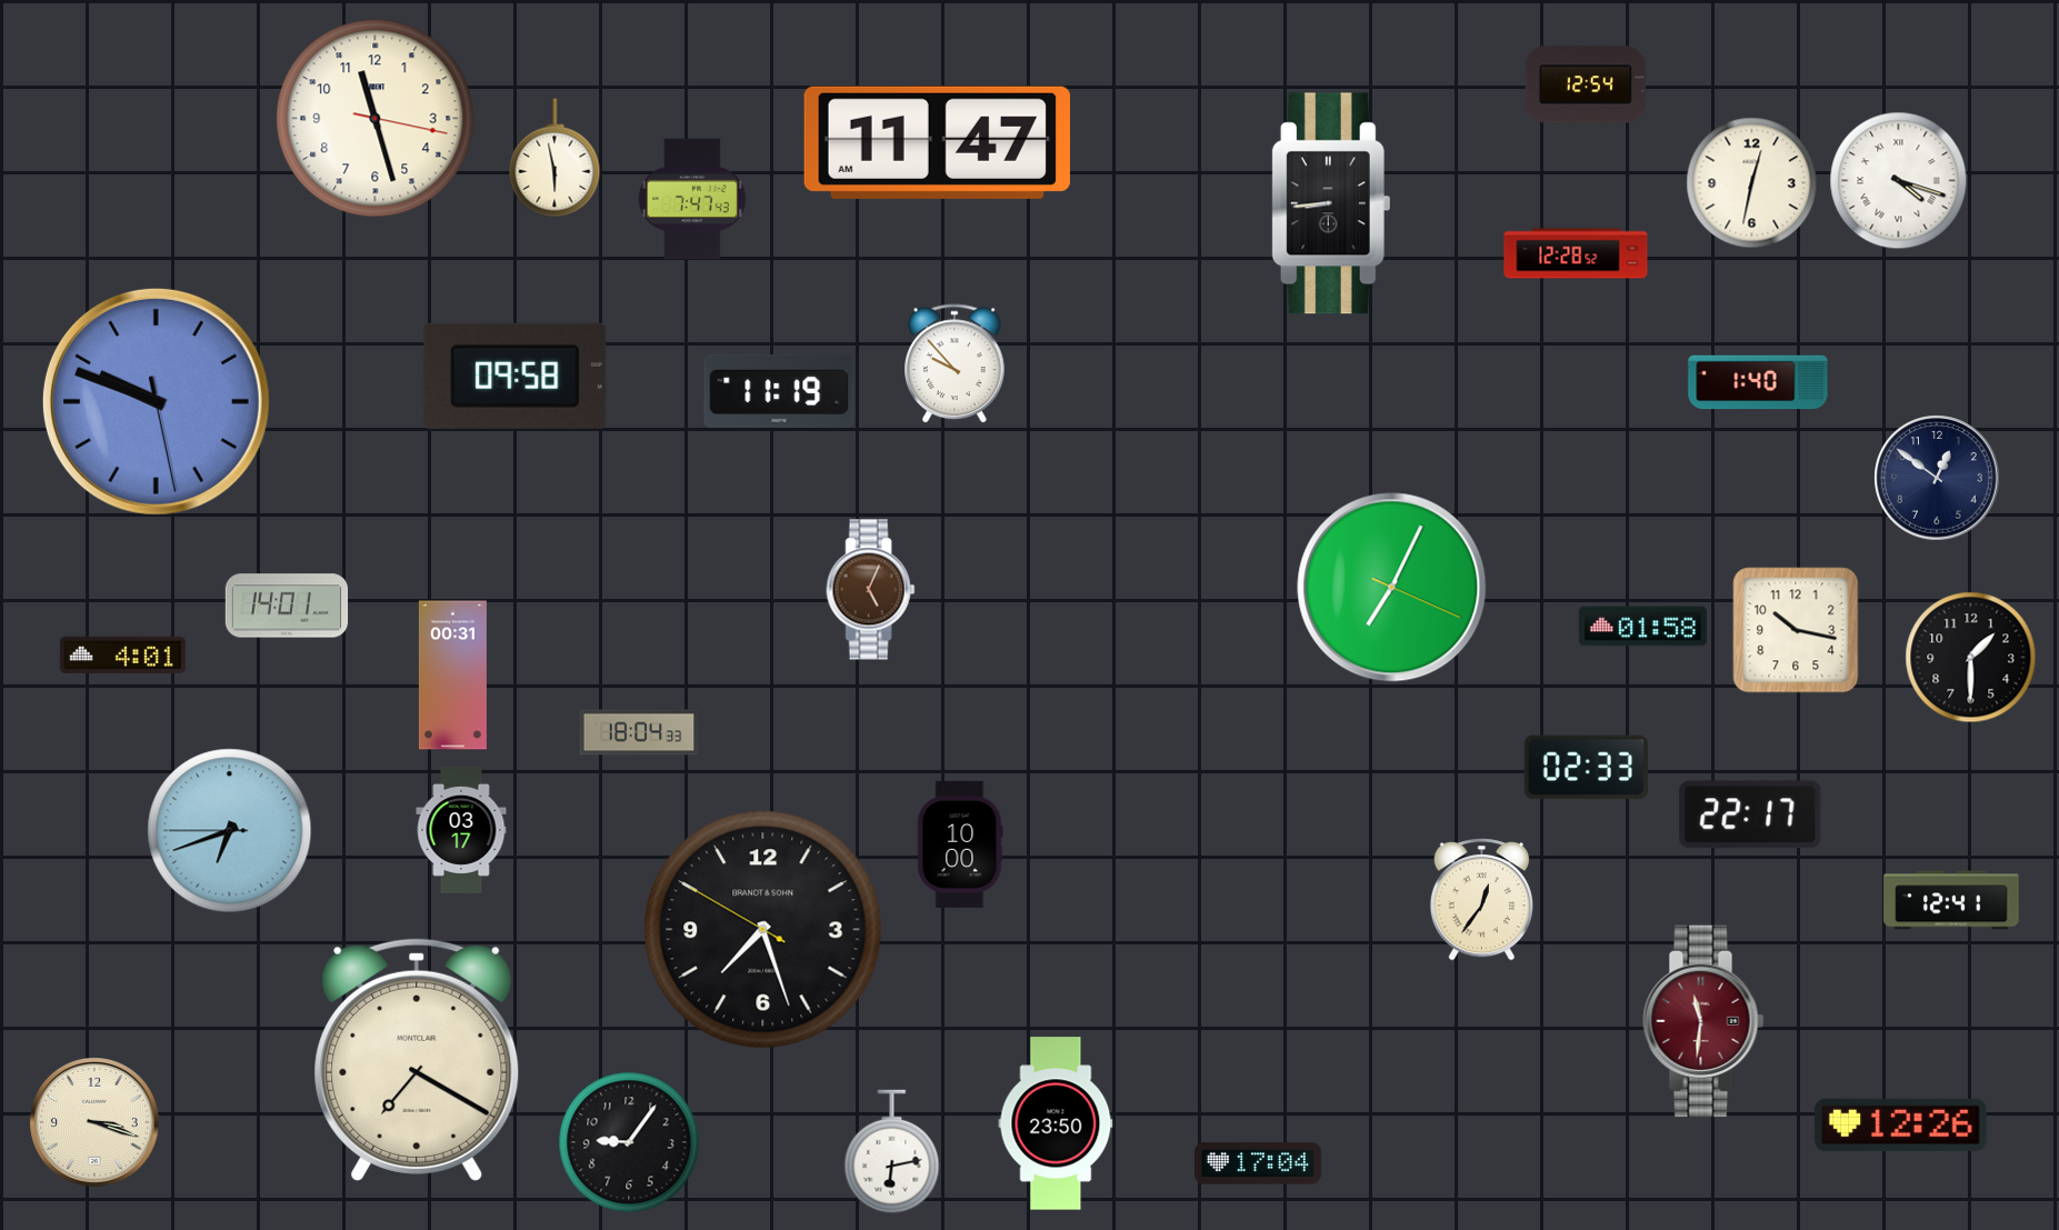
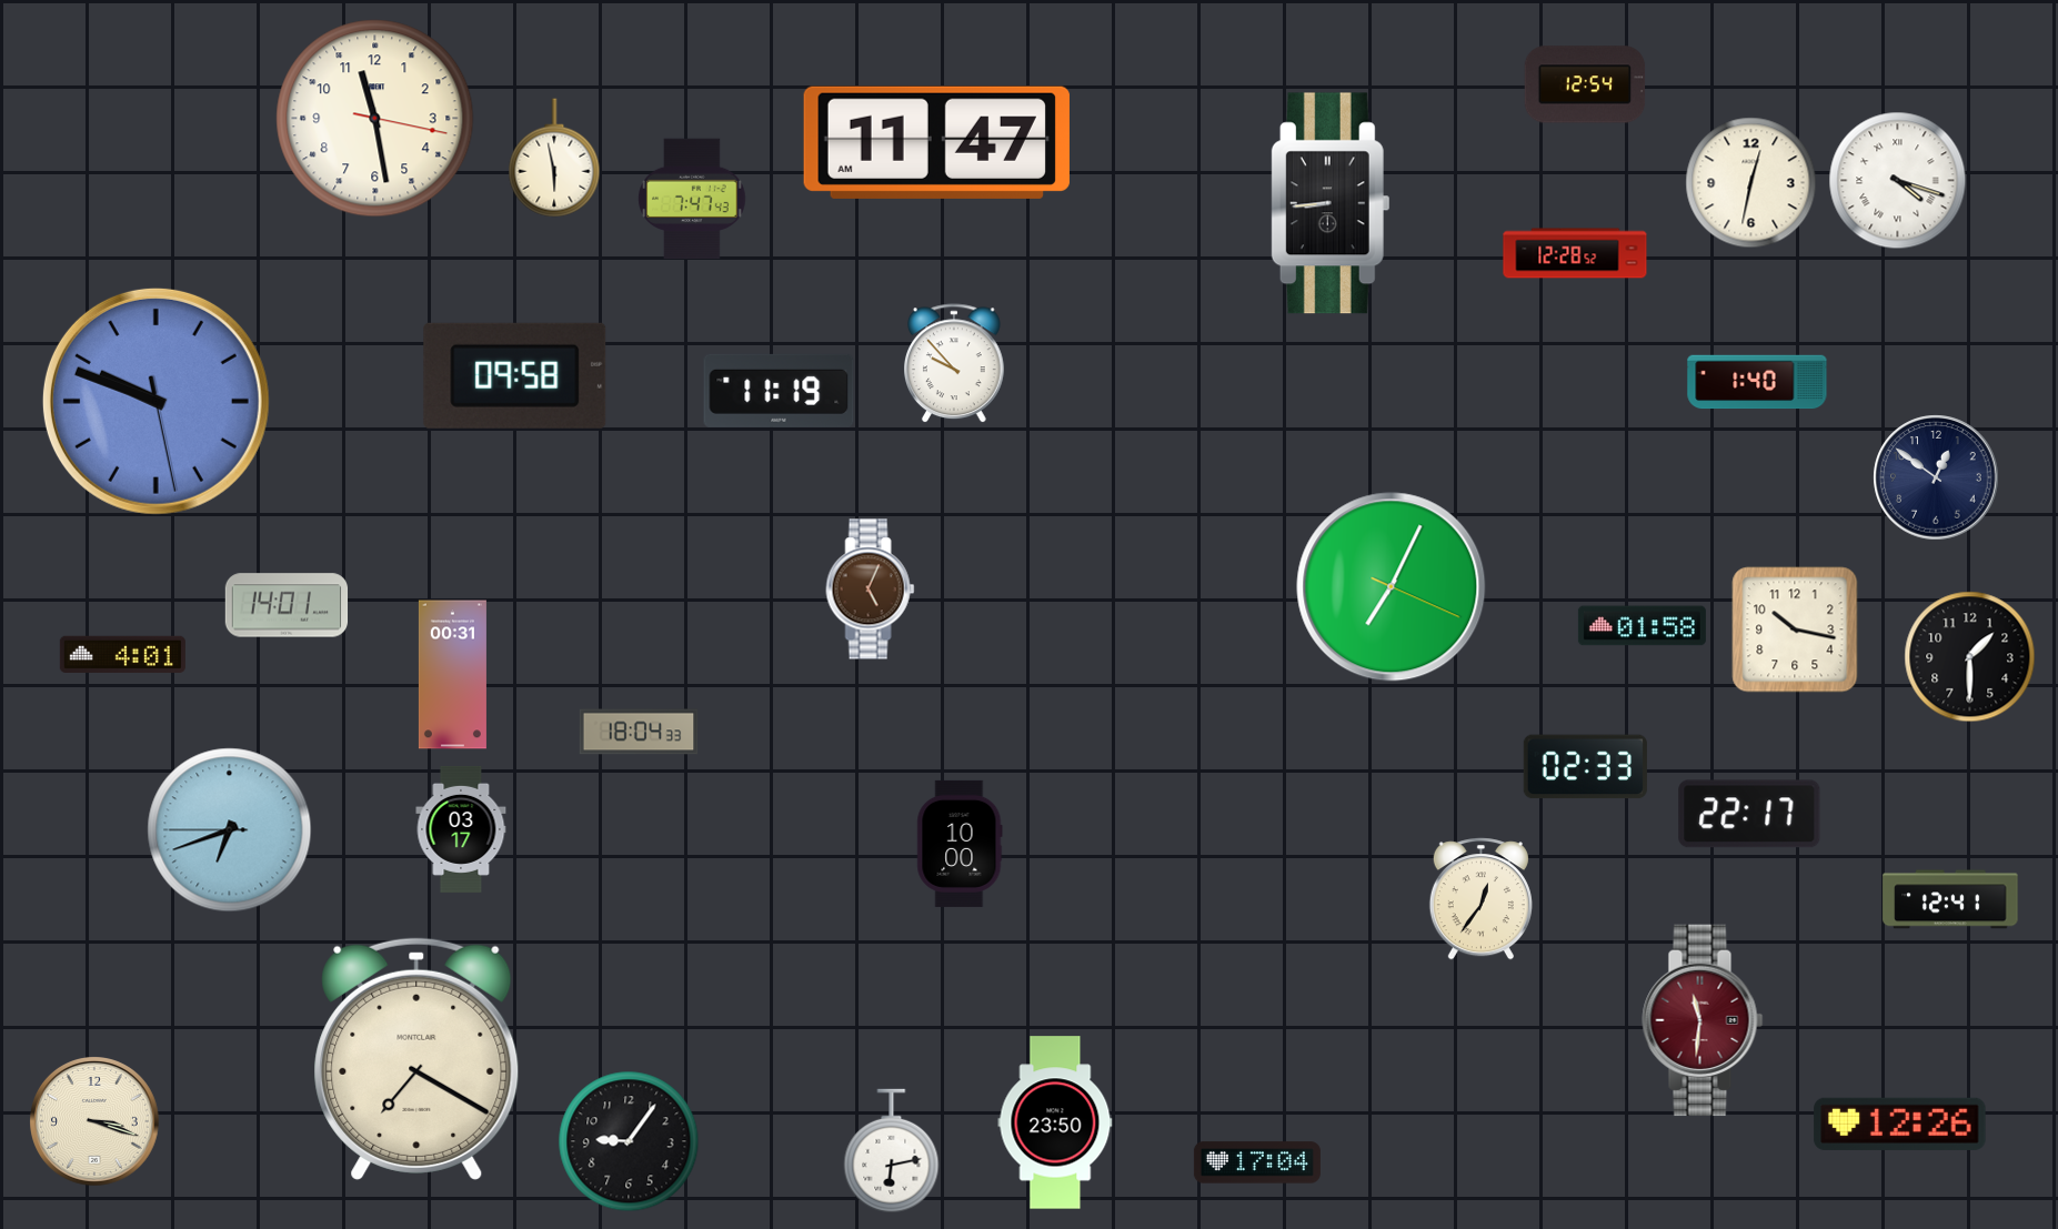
clock at (376, 119): 11:27 -> 11:28
clock at (763, 930): 7:26 -> none
